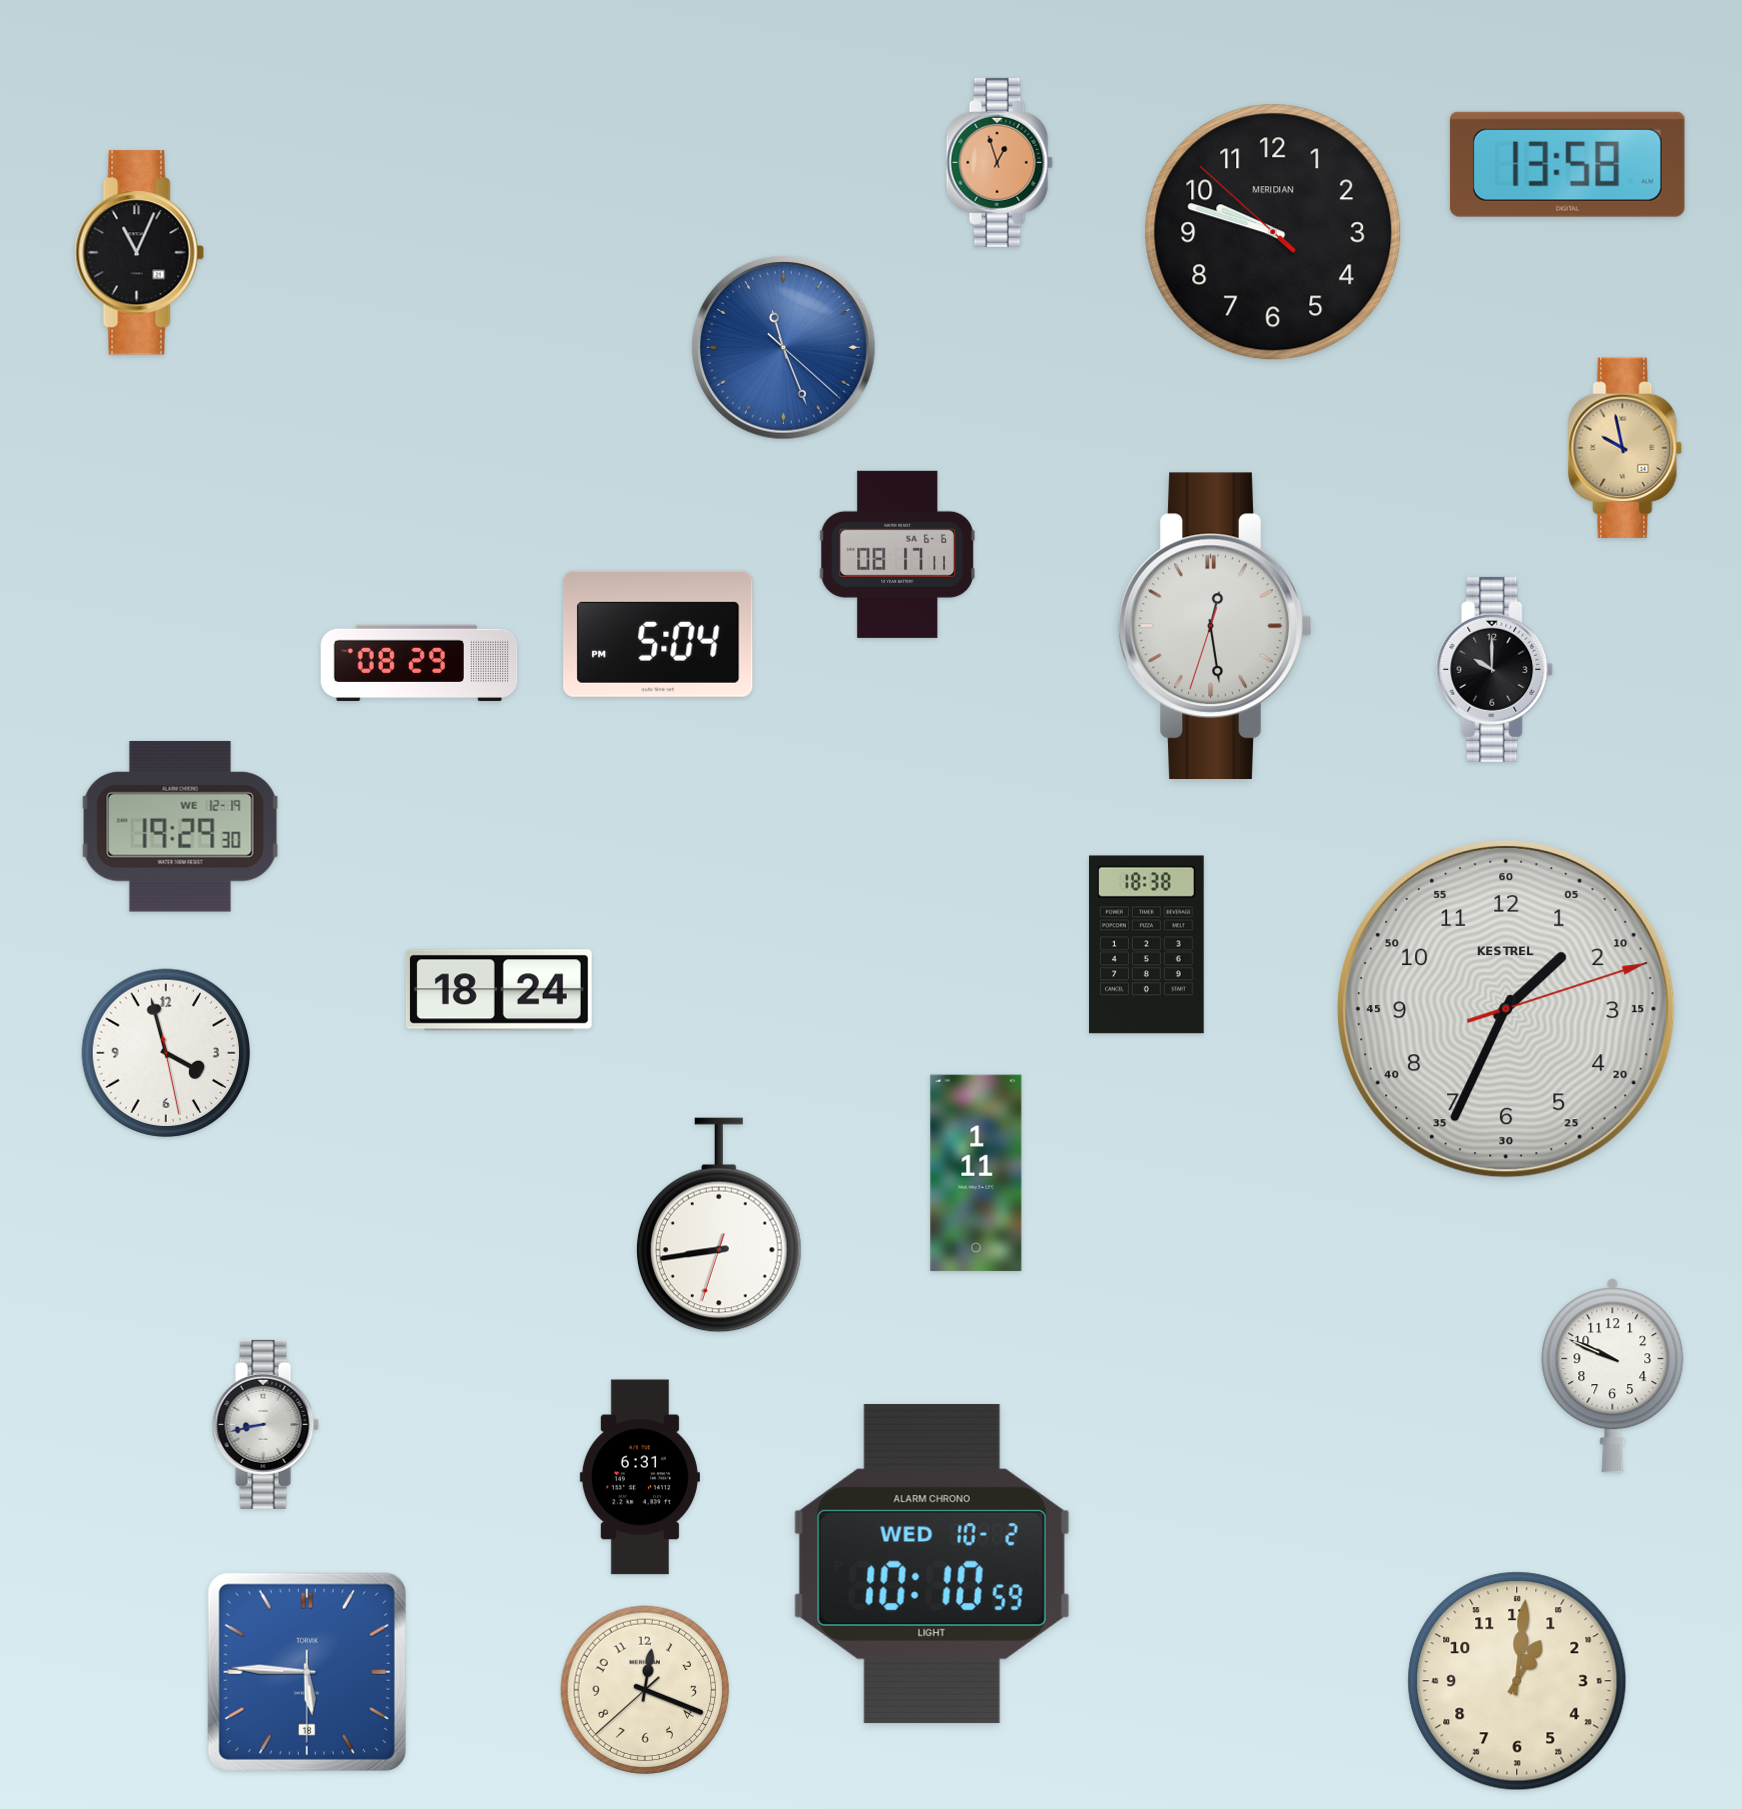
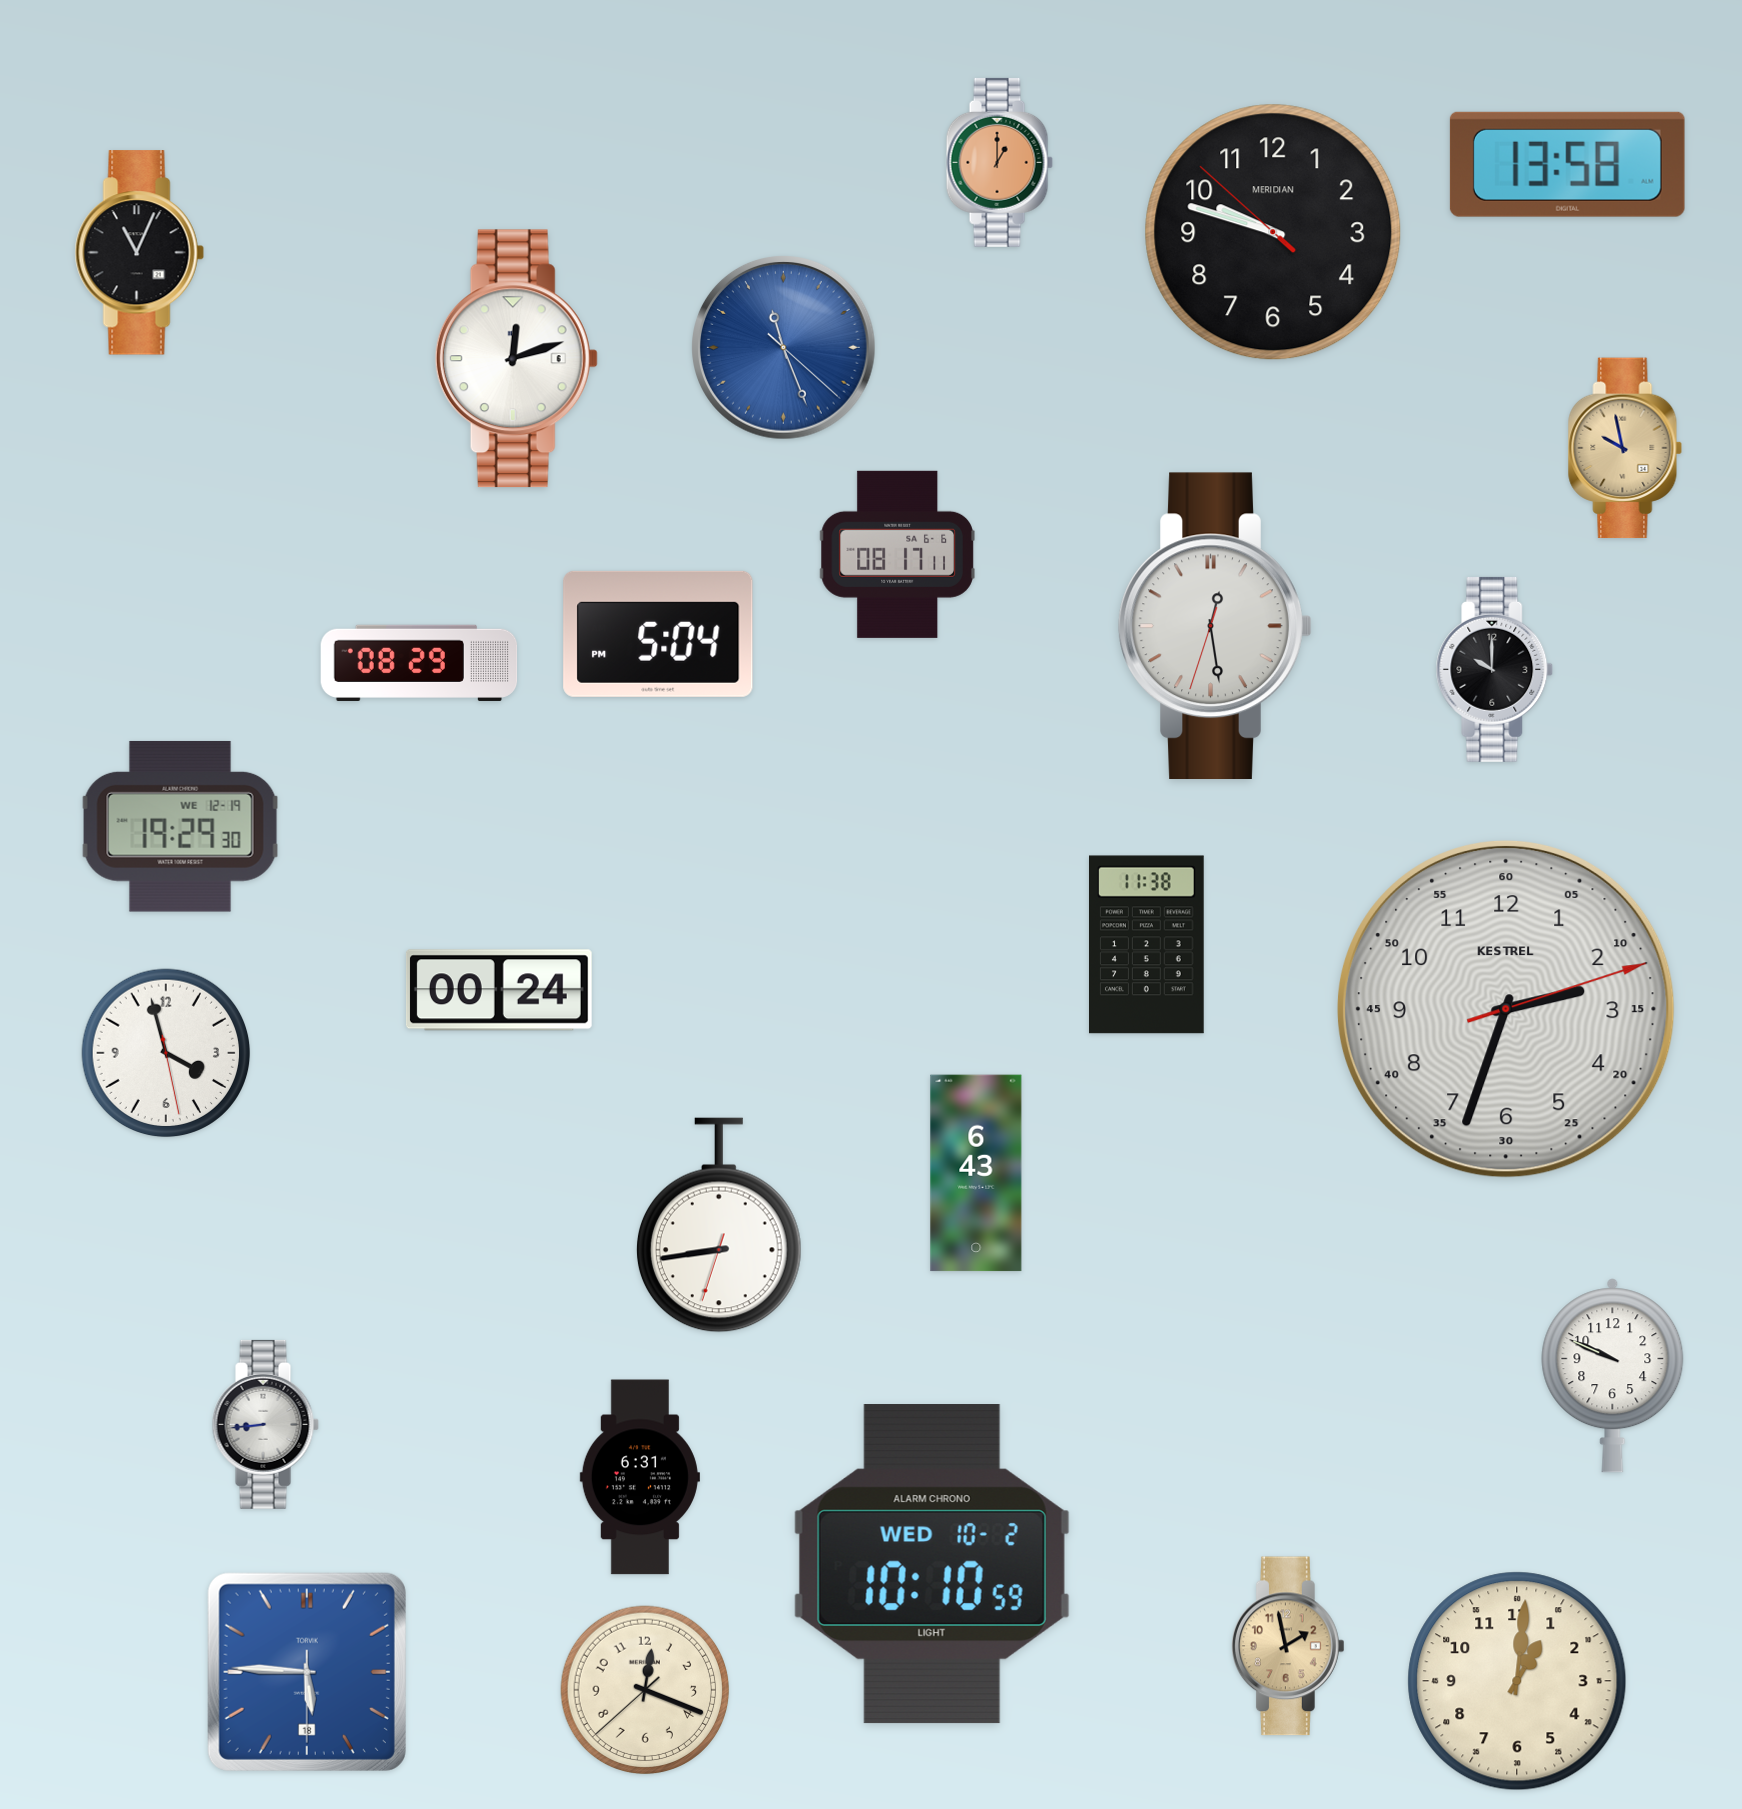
clock at (999, 162): 12:57 -> 1:00
clock at (516, 359): none -> 12:12
clock at (1147, 945): 18:38 -> 11:38
clock at (499, 990): 18:24 -> 00:24
clock at (1506, 1009): 1:34 -> 2:33
clock at (976, 1173): 1:11 -> 6:43
clock at (265, 1424): 8:43 -> 8:44
clock at (1289, 1646): none -> 1:58
